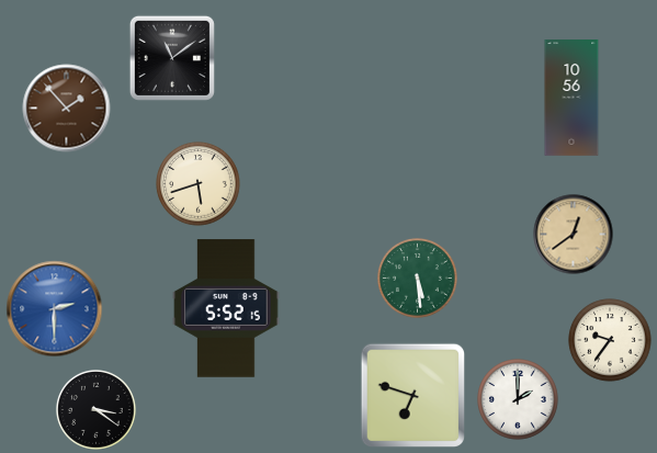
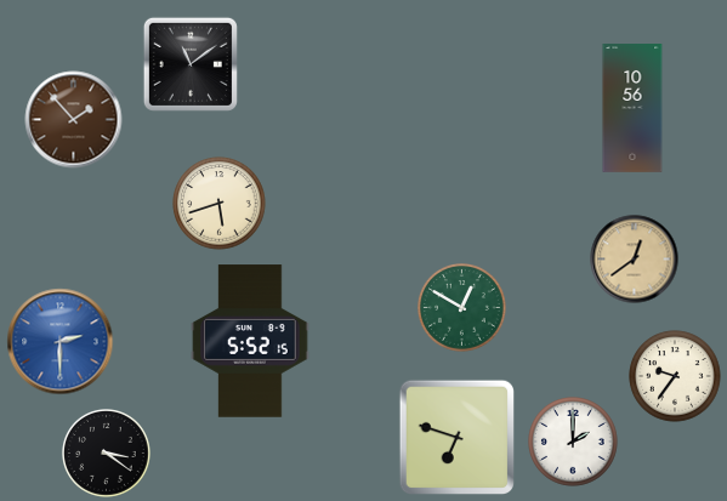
clock at (418, 279): 5:29 -> 12:50
